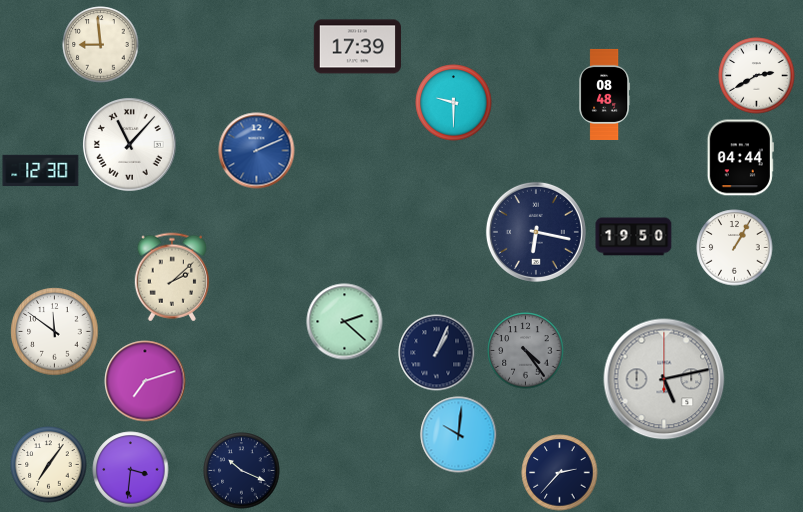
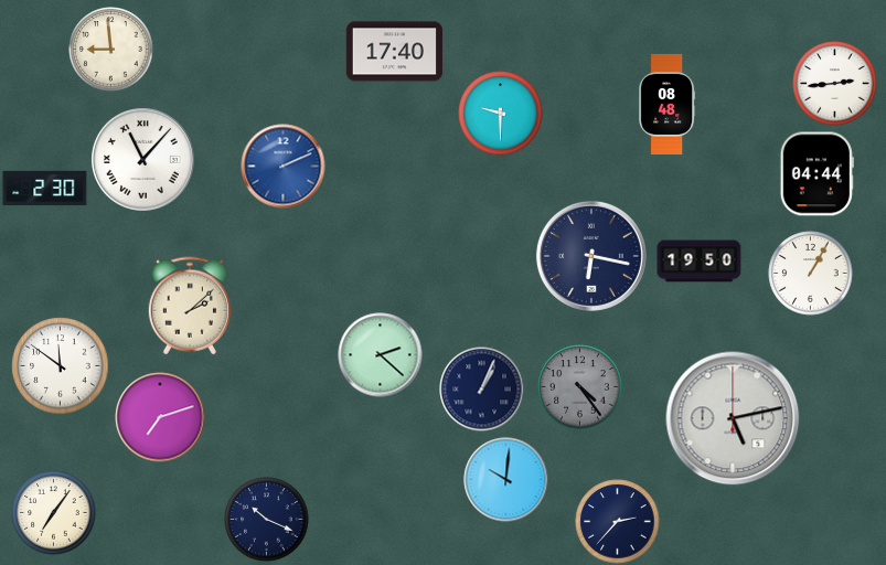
clock at (357, 47): 17:39 -> 17:40
clock at (757, 76): 2:40 -> 2:44
clock at (41, 171): 12:30 -> 2:30
clock at (145, 381) position: (145, 381) -> (160, 417)
clock at (131, 470): 3:31 -> none
